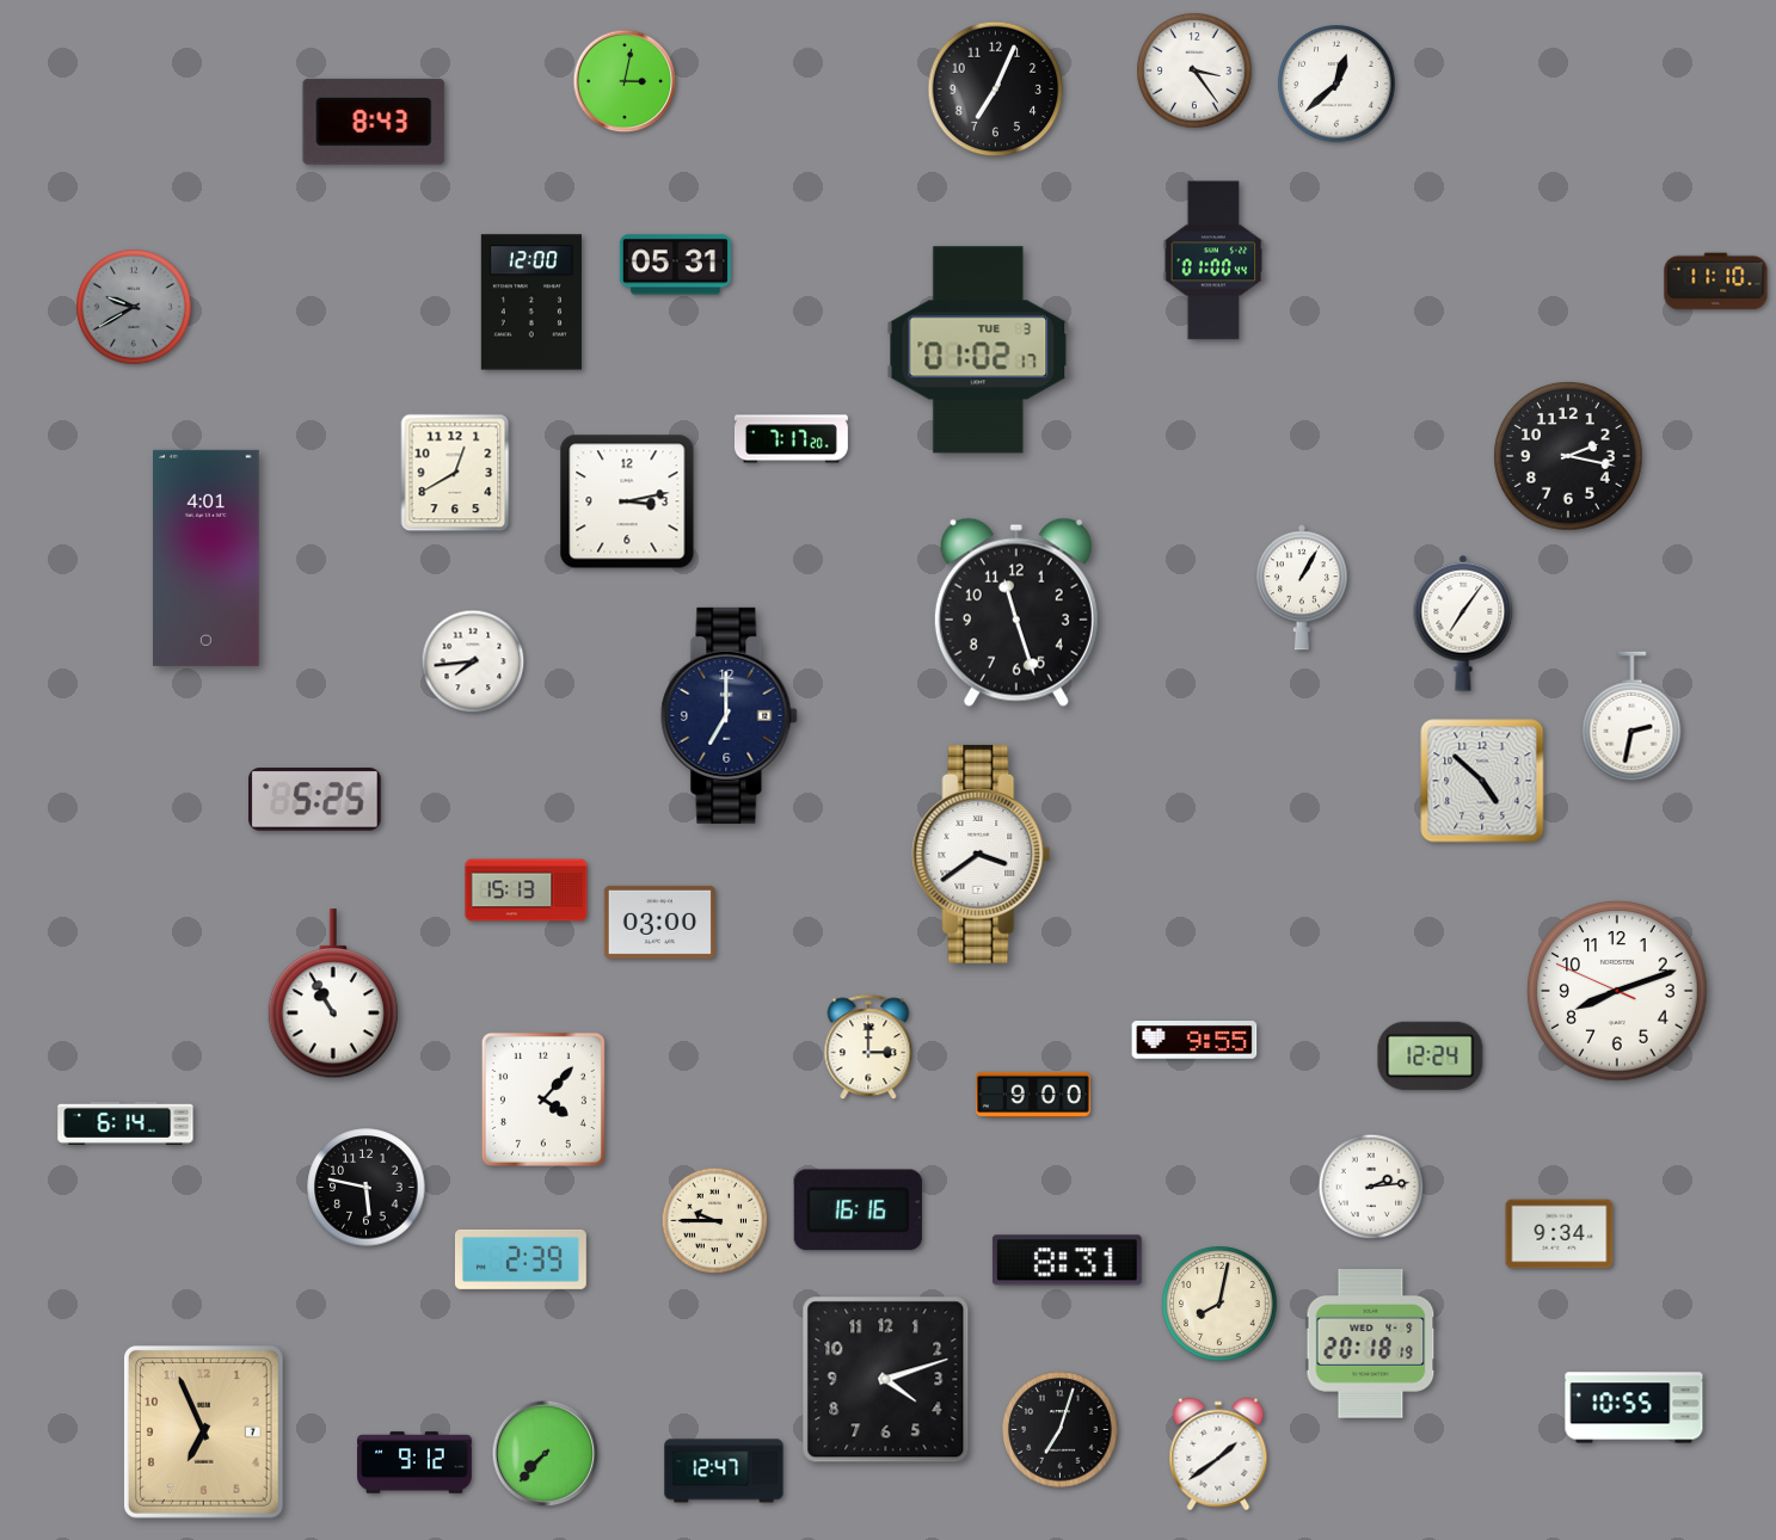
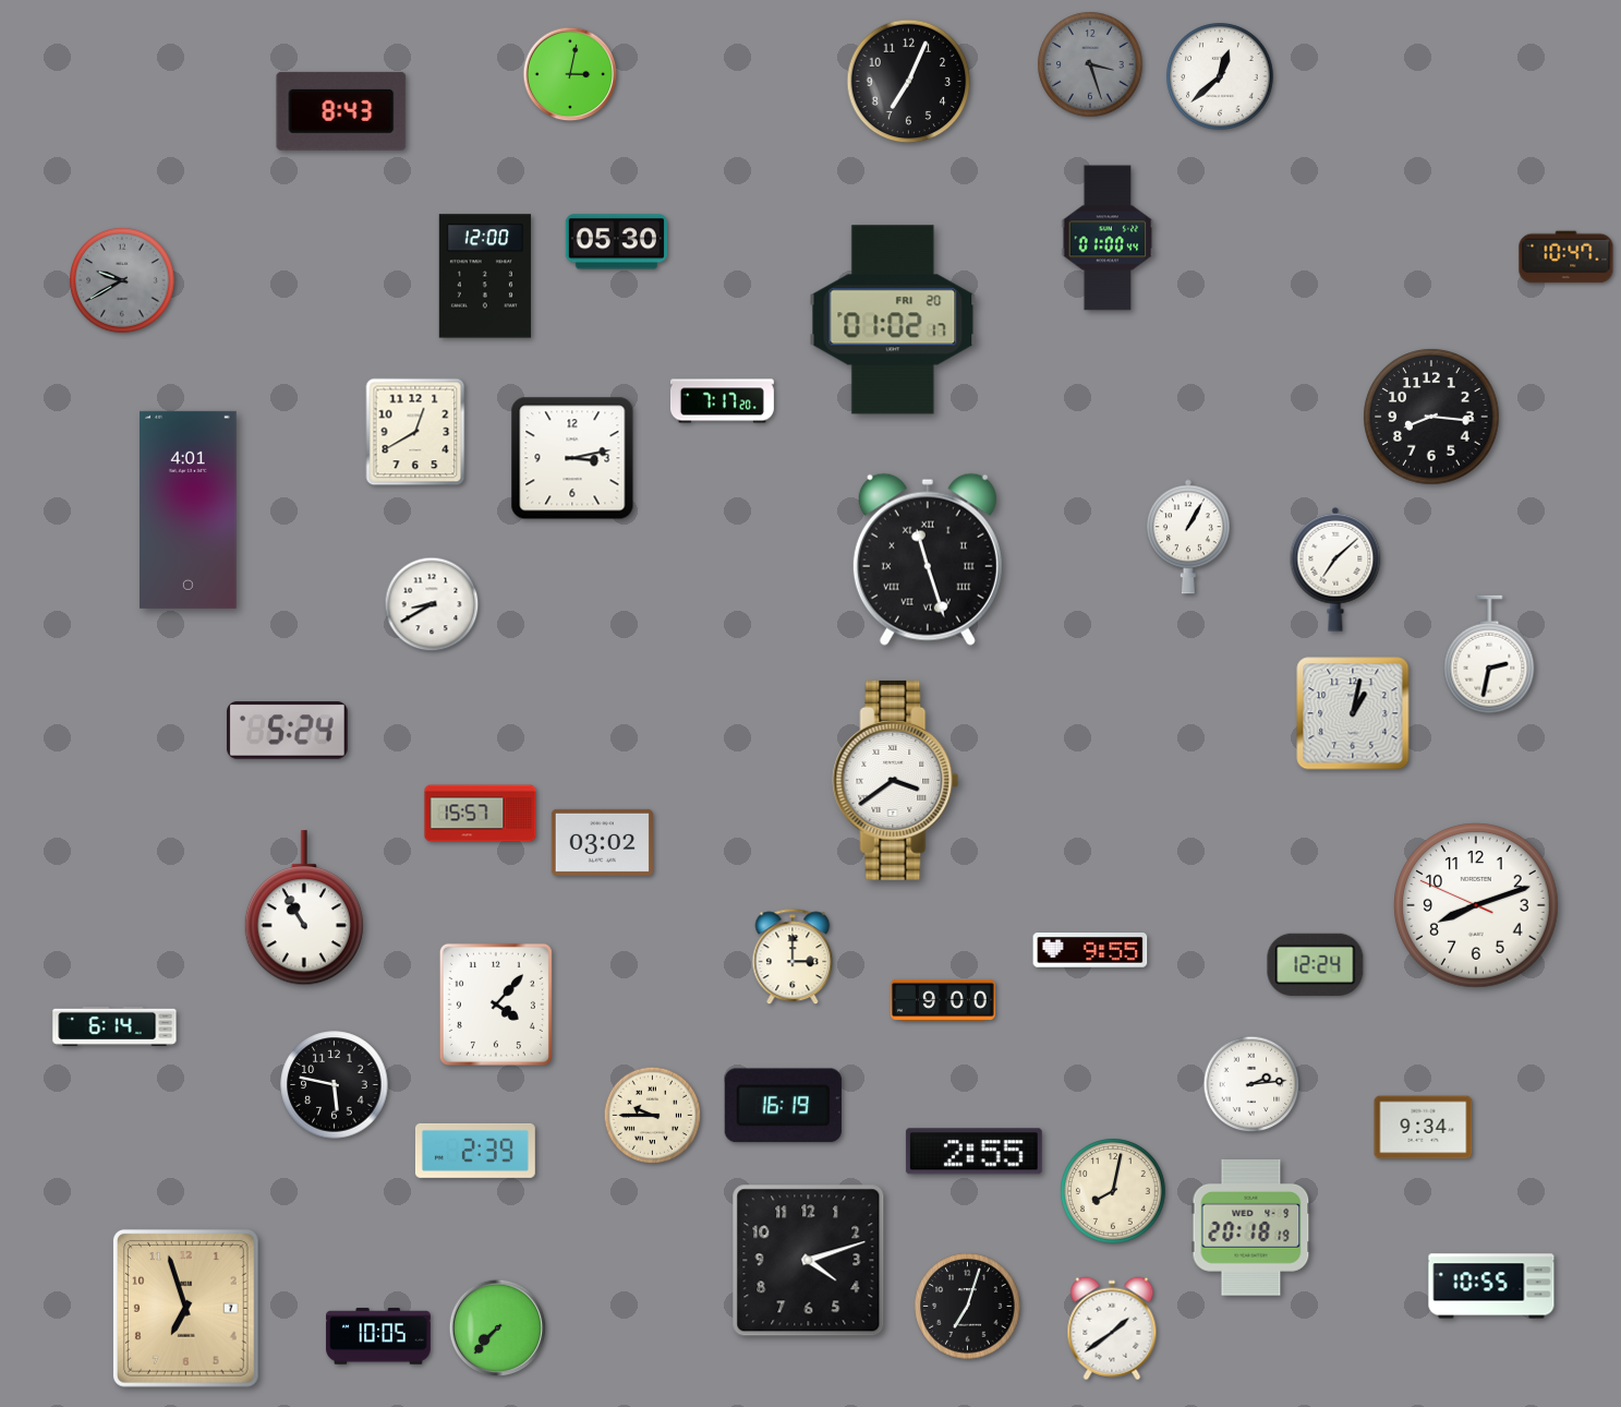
clock at (1194, 70): 3:24 -> 3:27
clock at (1194, 70) dial: white -> grey
clock at (675, 265): 05:31 -> 05:30
clock at (1716, 282): 11:10 -> 10:47
clock at (978, 350) date: TUE 3 -> FRI 20
clock at (1568, 456): 2:17 -> 8:16
clock at (1016, 612) numerals: Arabic -> Roman
clock at (1463, 623): 7:06 -> 7:08
clock at (473, 661): 7:44 -> 8:40
clock at (730, 715): 7:00 -> none
clock at (1482, 781): 4:52 -> 1:02
clock at (315, 800): 5:25 -> 5:24
clock at (527, 891): 15:13 -> 15:57
clock at (659, 922): 03:00 -> 03:02
clock at (1431, 1055) position: (1431, 1055) -> (1316, 964)
clock at (858, 1211): 16:16 -> 16:19
clock at (1067, 1261): 8:31 -> 2:55
clock at (203, 1431): 6:56 -> 6:57
clock at (414, 1462): 9:12 -> 10:05
clock at (724, 1471): 12:47 -> none
